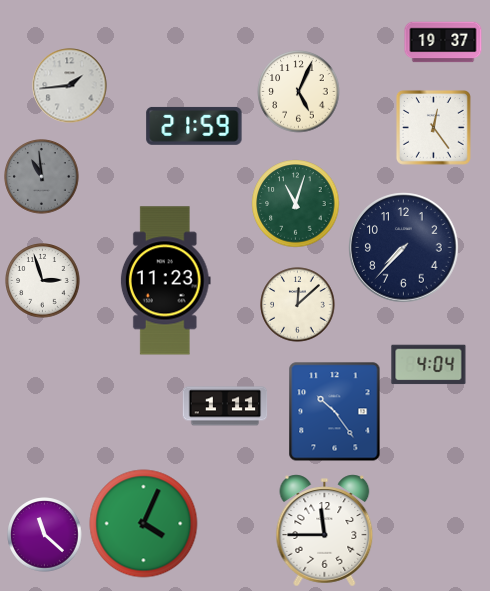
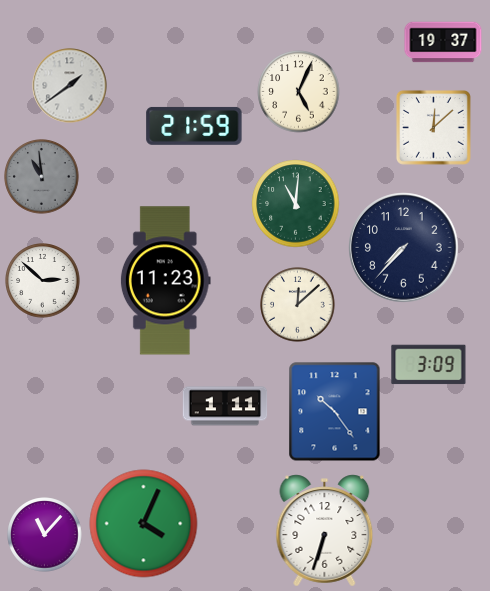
clock at (70, 86): 1:44 -> 1:39
clock at (433, 127): 12:24 -> 12:08
clock at (296, 204): 11:03 -> 11:01
clock at (43, 281): 2:57 -> 2:52
clock at (429, 365): 4:04 -> 3:09
clock at (325, 531): 11:45 -> 6:33
clock at (45, 535): 11:22 -> 11:07
